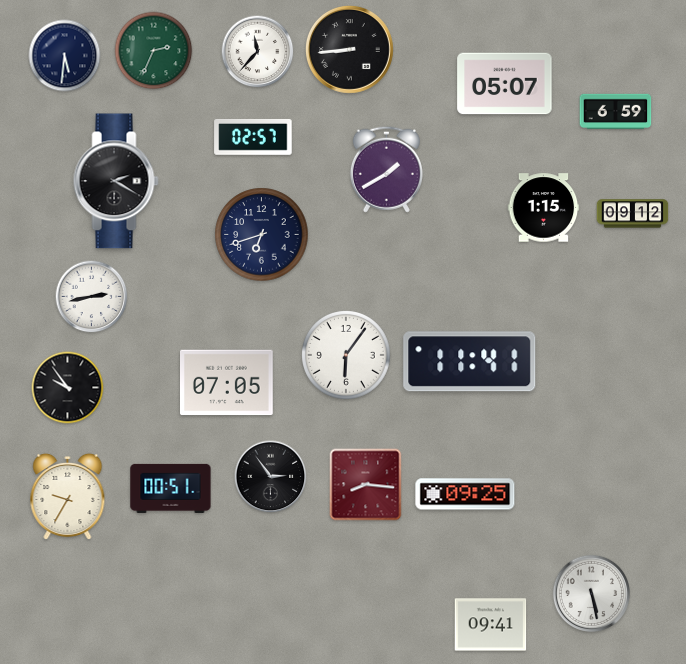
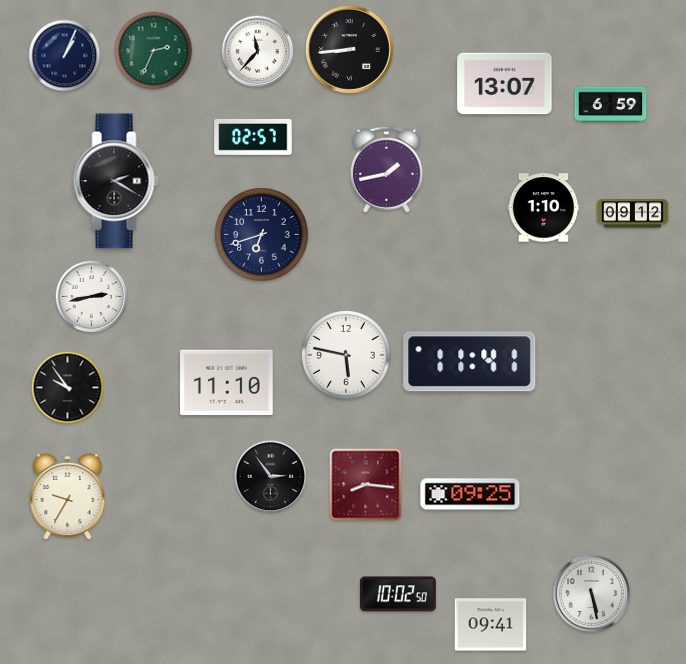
clock at (65, 56): 5:31 -> 1:04
clock at (505, 84): 05:07 -> 13:07
clock at (616, 111) position: (616, 111) -> (611, 104)
clock at (386, 169): 1:40 -> 1:43
clock at (544, 208): 1:15 -> 1:10
clock at (347, 356): 6:06 -> 5:47
clock at (227, 383): 07:05 -> 11:10
clock at (171, 488): 00:51 -> none
clock at (465, 494) position: (465, 494) -> (470, 494)
clock at (398, 594): none -> 10:02
